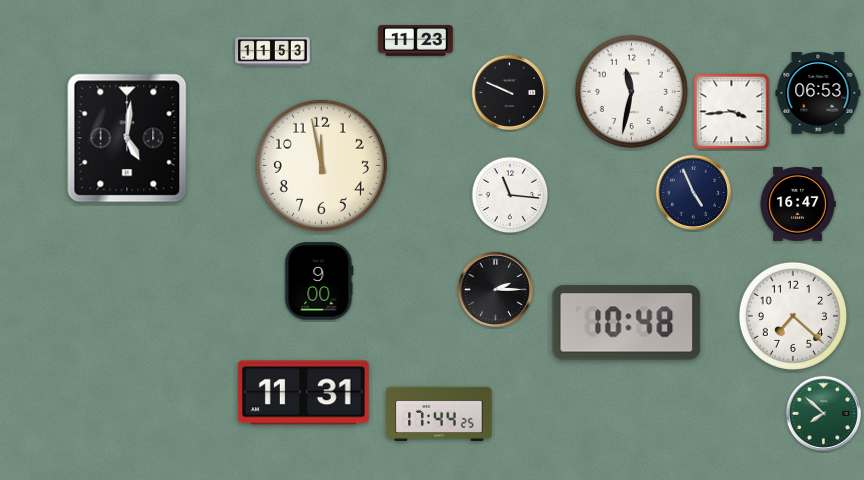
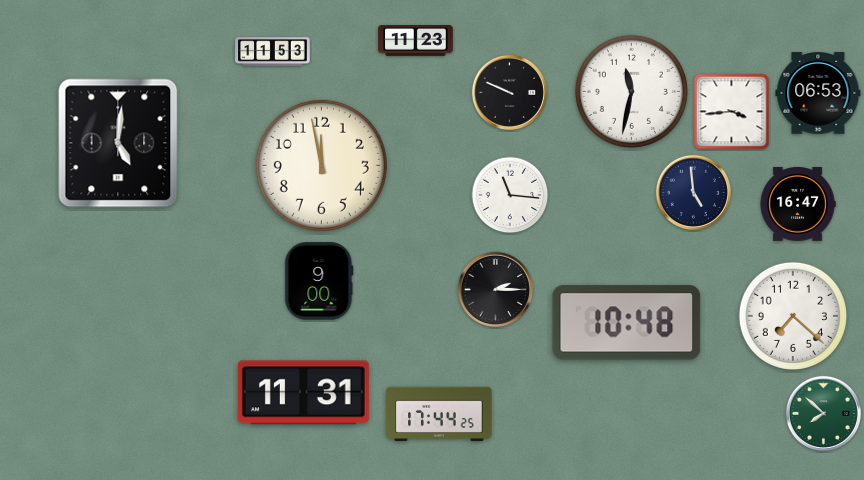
clock at (127, 138) position: (127, 138) -> (118, 143)
clock at (693, 192): 4:56 -> 4:59
